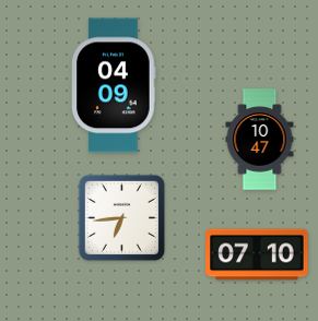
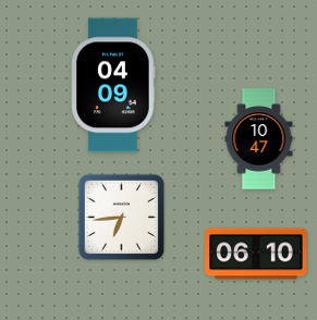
clock at (257, 254): 07:10 -> 06:10
